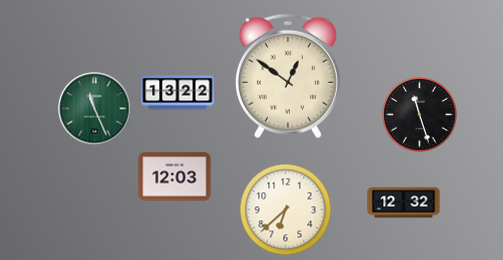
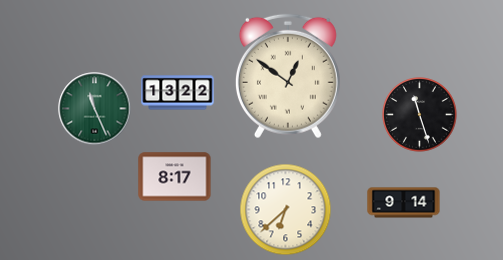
clock at (175, 177): 12:03 -> 8:17
clock at (404, 203): 12:32 -> 9:14
